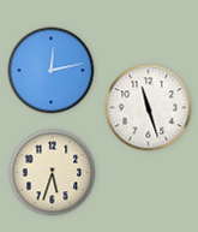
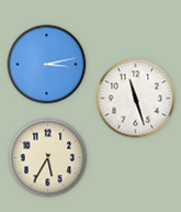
clock at (52, 71): 12:13 -> 3:13
clock at (53, 173): 5:33 -> 5:35
